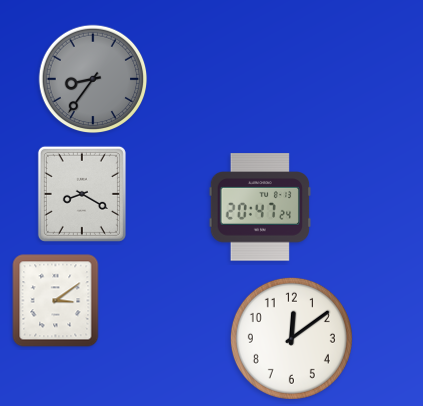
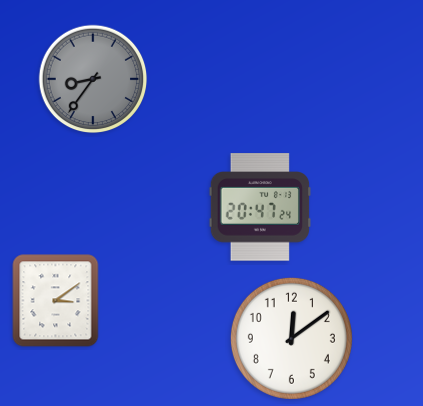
clock at (82, 194): 8:20 -> none
